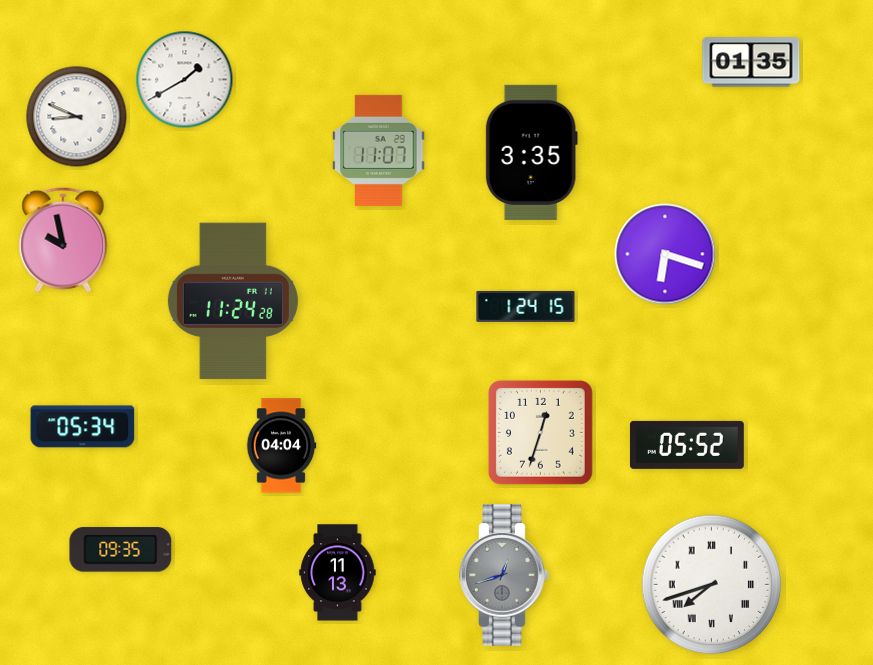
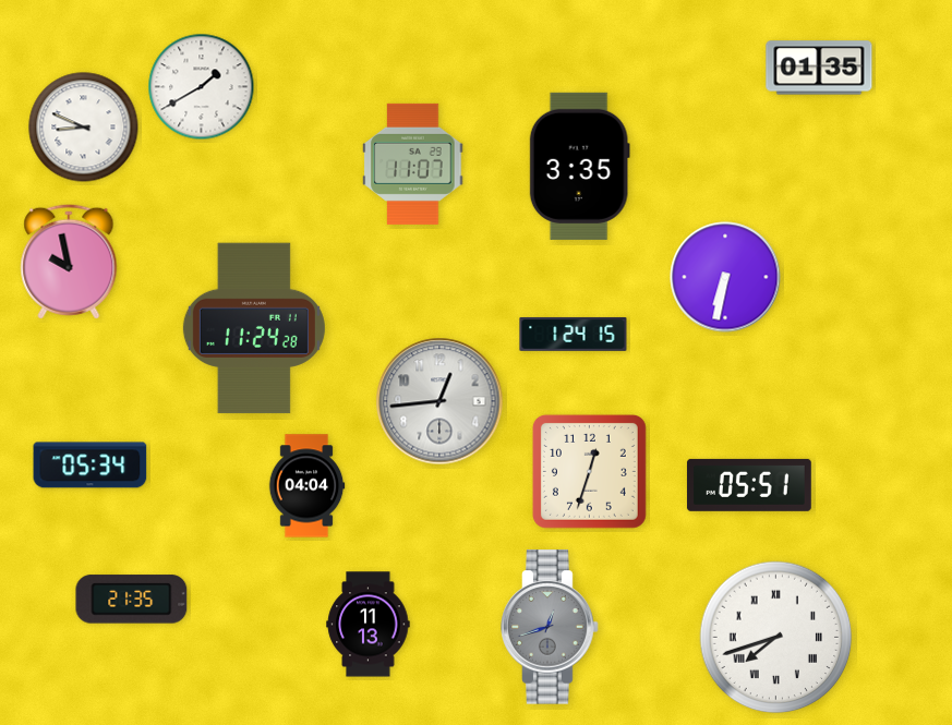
clock at (665, 254): 6:18 -> 6:32
clock at (439, 401): none -> 12:44
clock at (687, 445): 05:52 -> 05:51
clock at (121, 550): 09:35 -> 21:35
